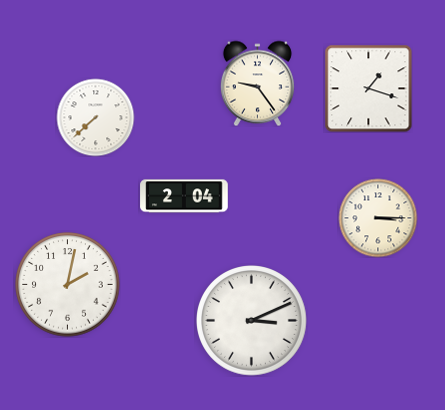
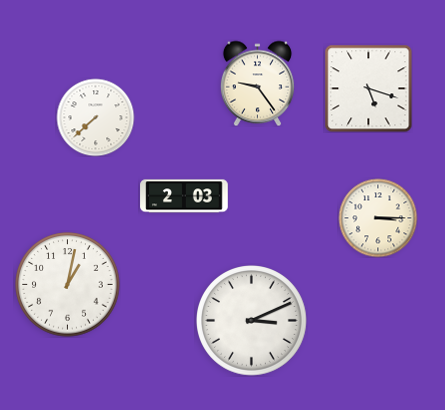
clock at (368, 88): 1:18 -> 5:18
clock at (184, 196): 2:04 -> 2:03
clock at (68, 285): 2:02 -> 1:02
